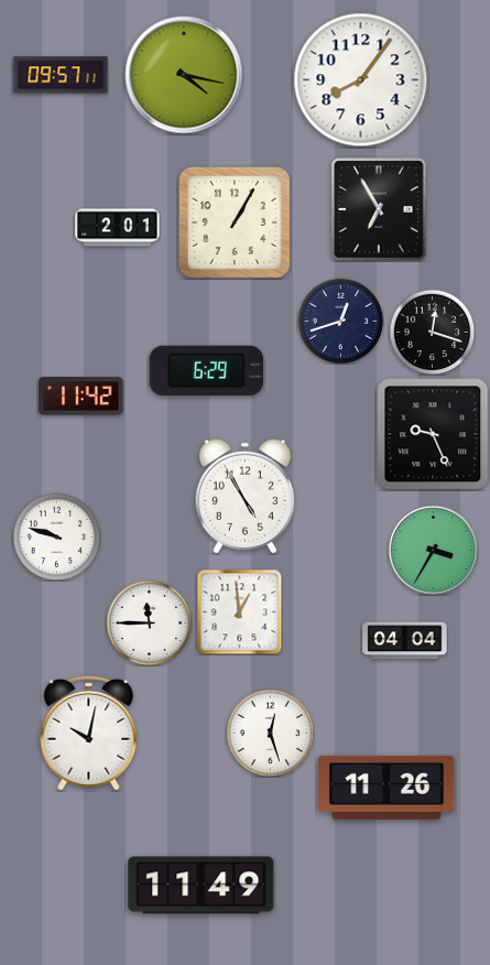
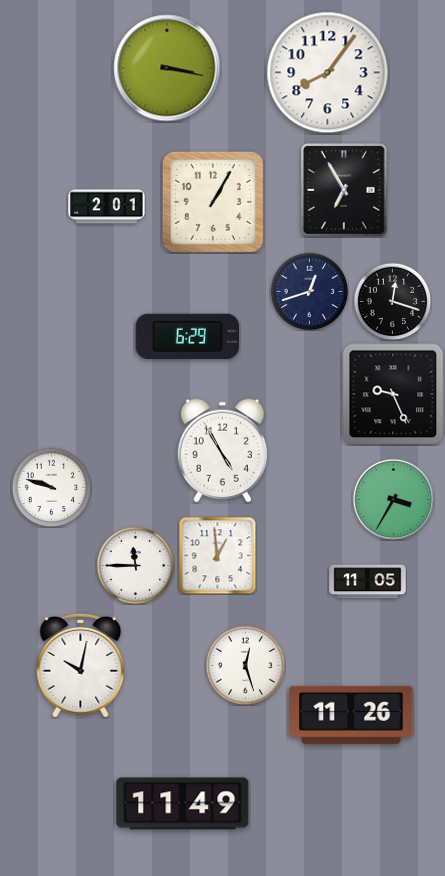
clock at (61, 75): 09:57 -> none
clock at (184, 75): 4:17 -> 3:17
clock at (81, 397): 11:42 -> none
clock at (405, 641): 04:04 -> 11:05
